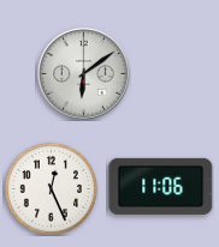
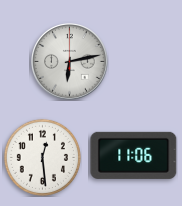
clock at (84, 74): 6:09 -> 6:13
clock at (51, 188): 12:26 -> 12:29
